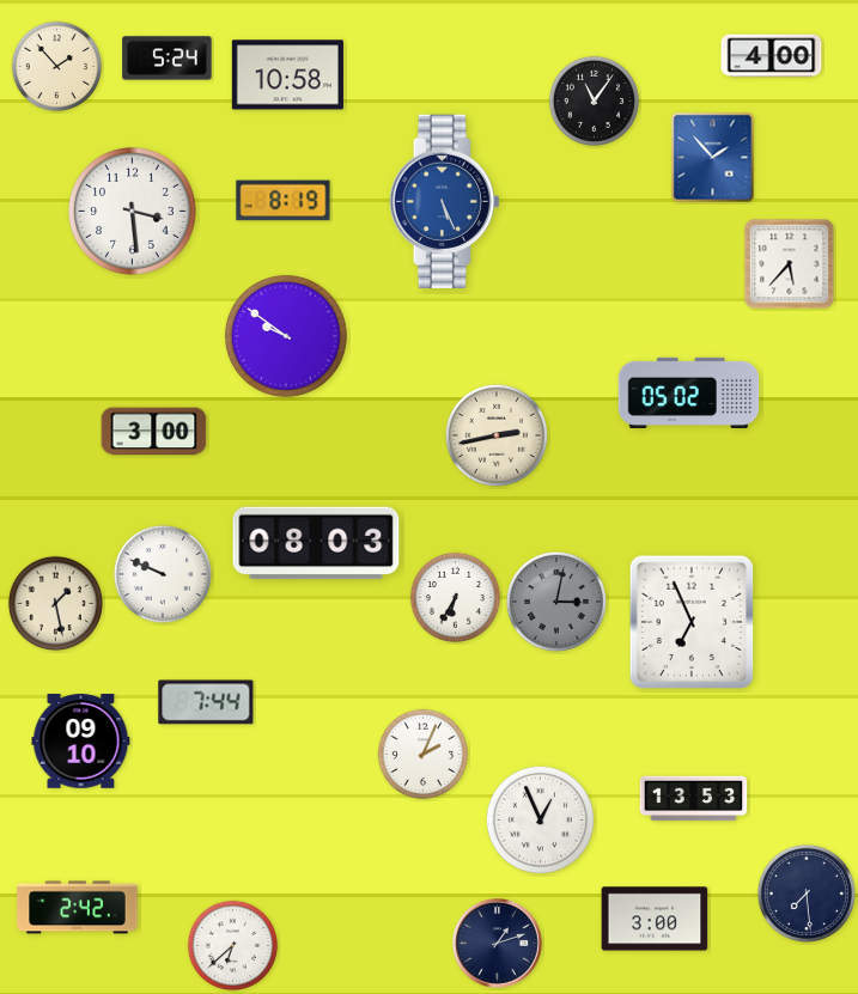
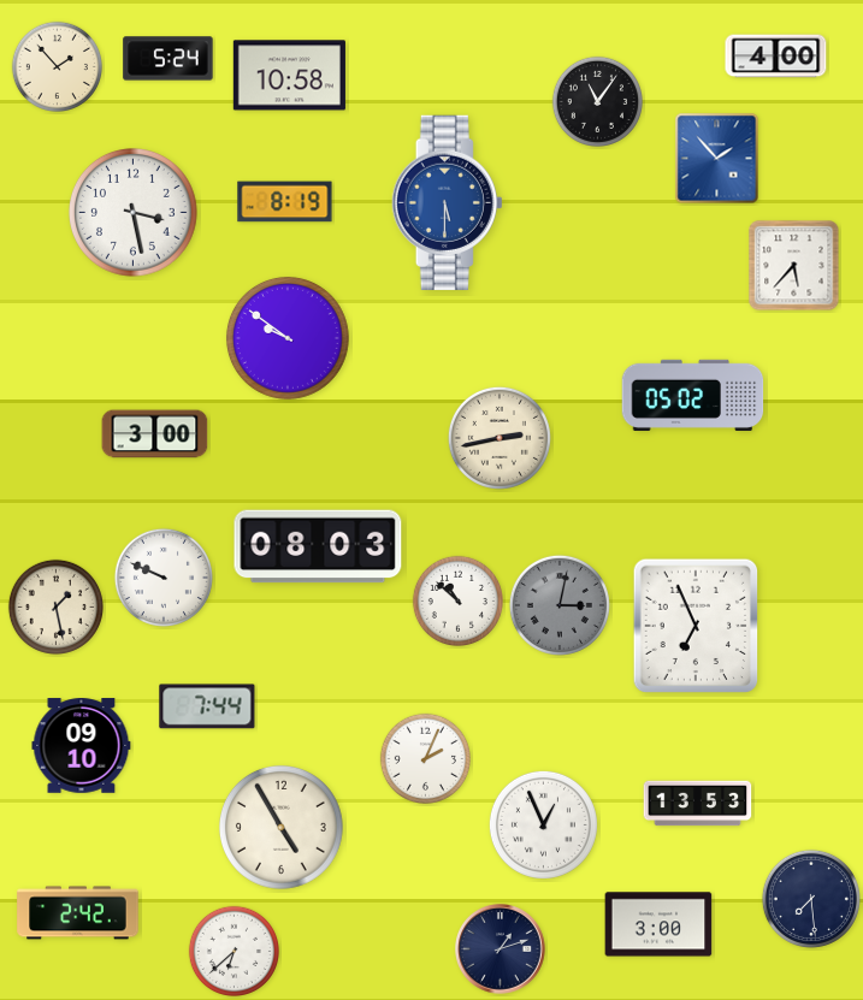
clock at (444, 201): 5:26 -> 5:30
clock at (133, 212): 3:29 -> 3:28
clock at (455, 597): 6:35 -> 10:52
clock at (280, 827): none -> 4:55
